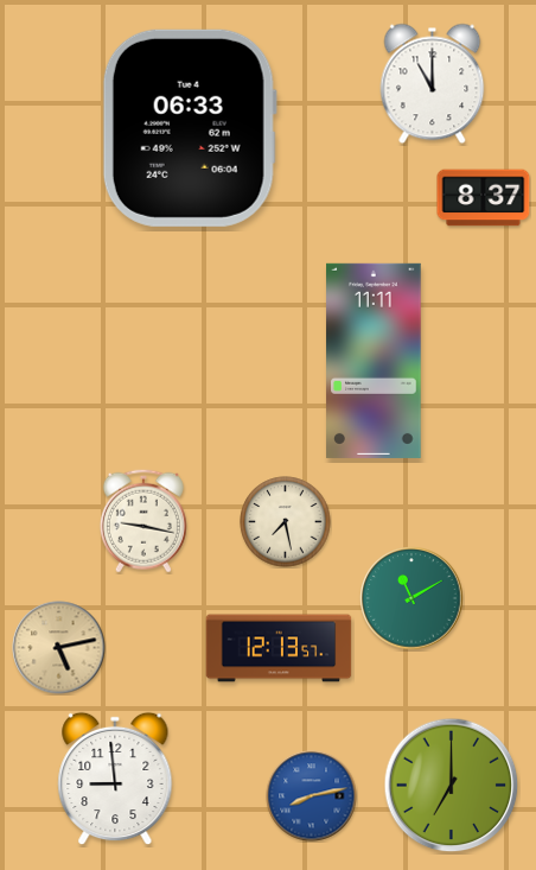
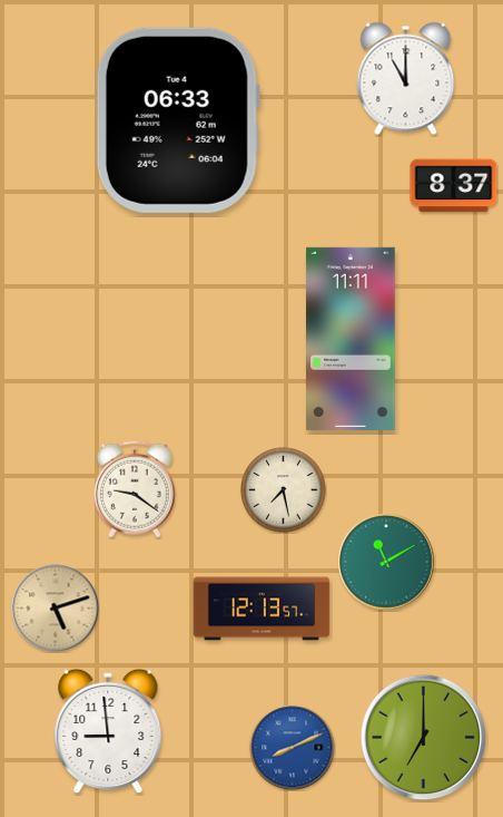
clock at (143, 521): 9:17 -> 9:21
clock at (286, 522) position: (286, 522) -> (284, 490)
clock at (59, 648): 5:13 -> 5:12
clock at (312, 796): 8:13 -> 8:11
